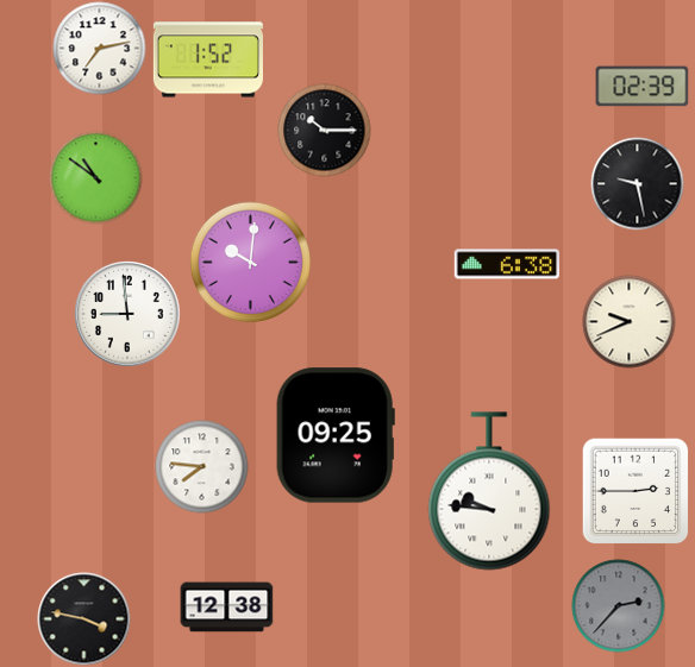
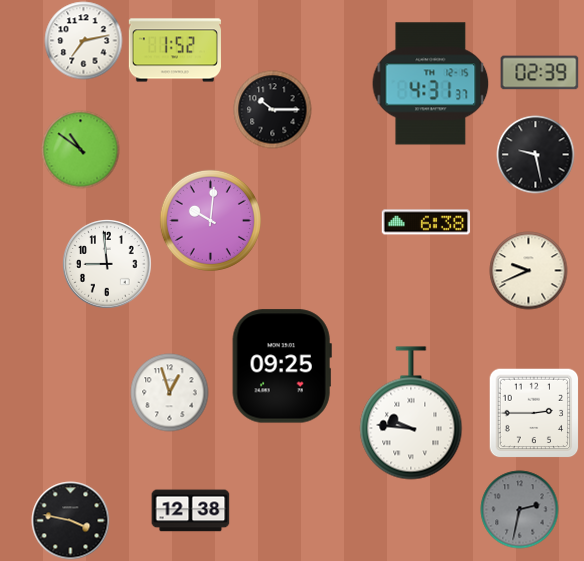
clock at (431, 84): none -> 4:31
clock at (201, 466): 7:46 -> 12:57
clock at (618, 605): 2:37 -> 2:32
